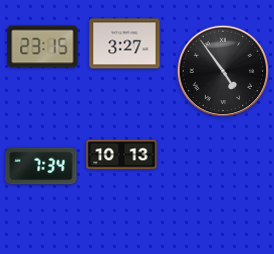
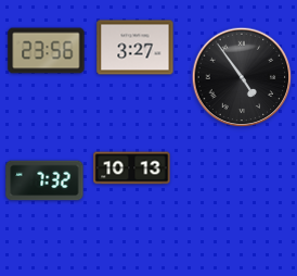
clock at (43, 47): 23:15 -> 23:56
clock at (41, 166): 7:34 -> 7:32
